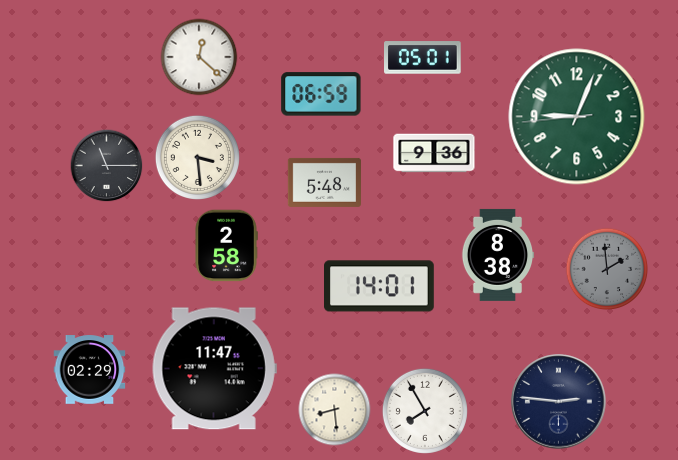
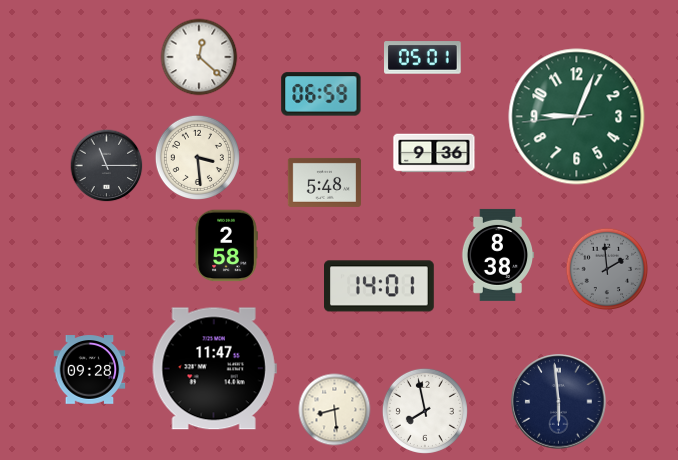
clock at (90, 370): 02:29 -> 09:28
clock at (559, 402): 2:46 -> 5:59
clock at (425, 411): 7:55 -> 7:58
